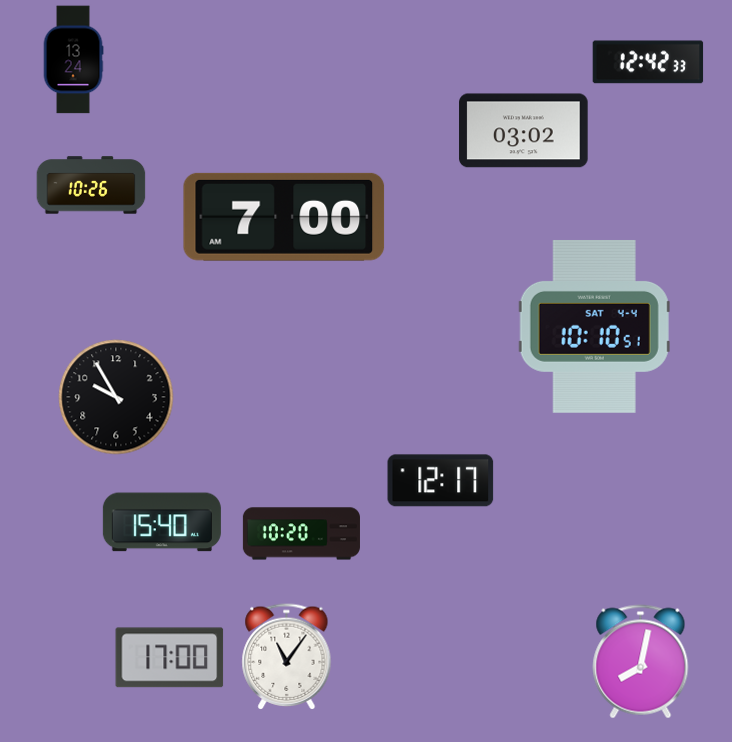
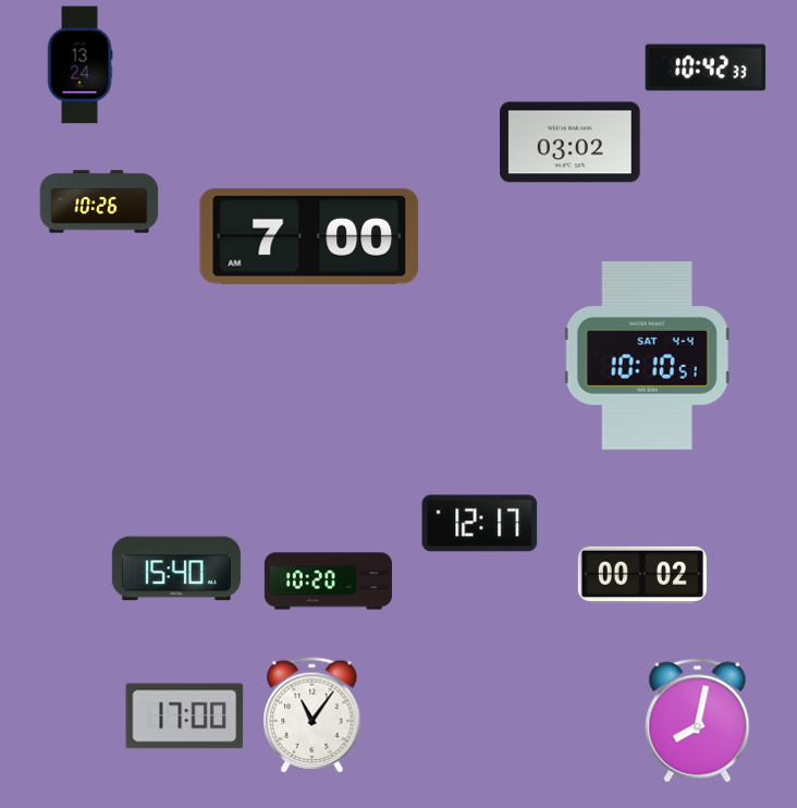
clock at (648, 62): 12:42 -> 10:42
clock at (116, 397): 9:55 -> none
clock at (642, 575): none -> 00:02
